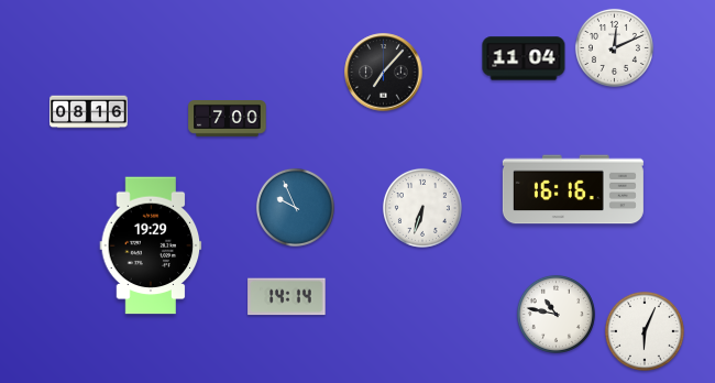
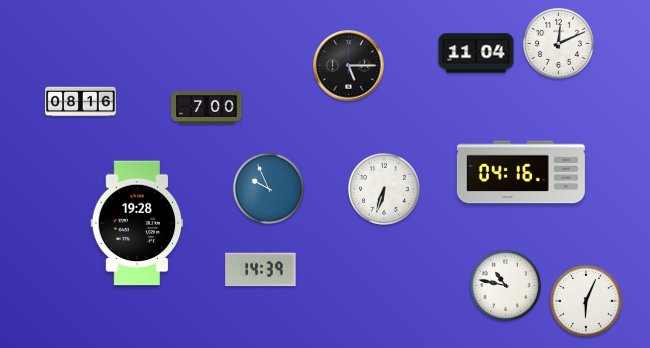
clock at (384, 73): 7:07 -> 5:15
clock at (573, 189): 16:16 -> 04:16
clock at (151, 245): 19:29 -> 19:28
clock at (287, 297): 14:14 -> 14:39
